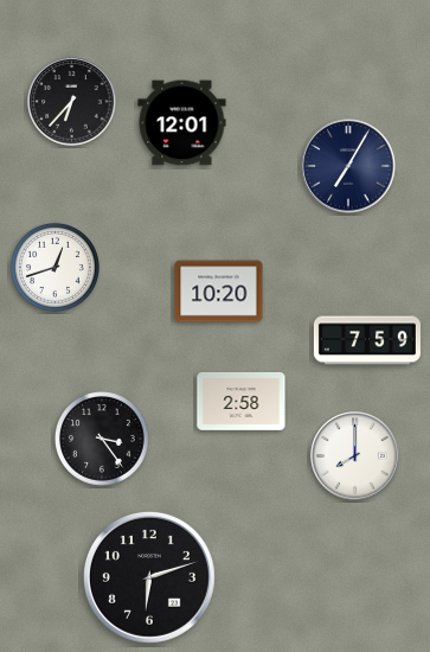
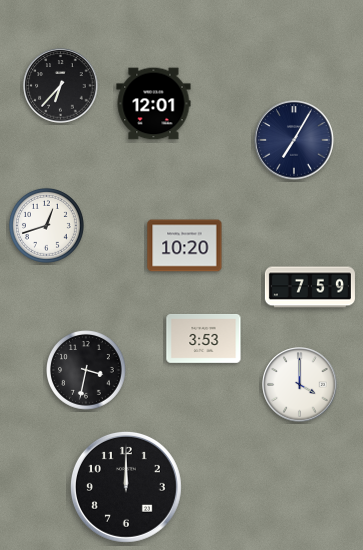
clock at (242, 401): 2:58 -> 3:53
clock at (103, 440): 3:24 -> 3:32
clock at (355, 456): 8:00 -> 4:00
clock at (149, 577): 6:12 -> 12:00
